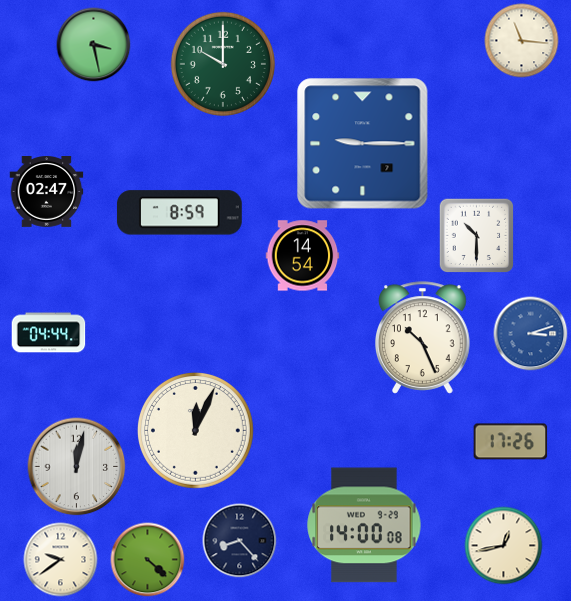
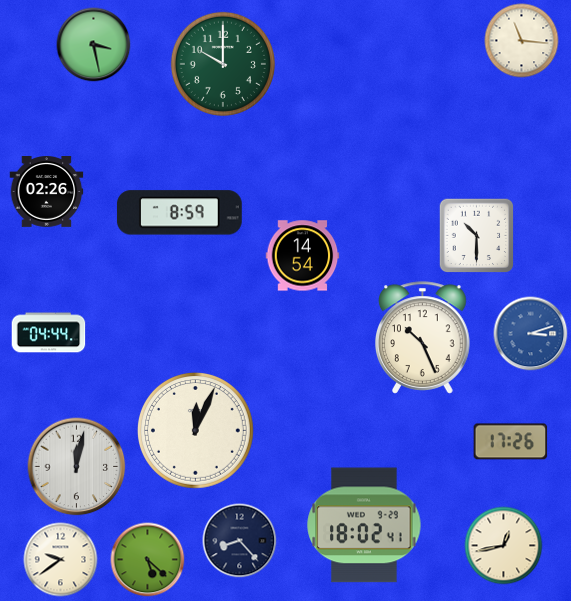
clock at (363, 144): 9:15 -> none
clock at (47, 192): 02:47 -> 02:26
clock at (364, 525): 14:00 -> 18:02
clock at (148, 560): 4:22 -> 5:22
